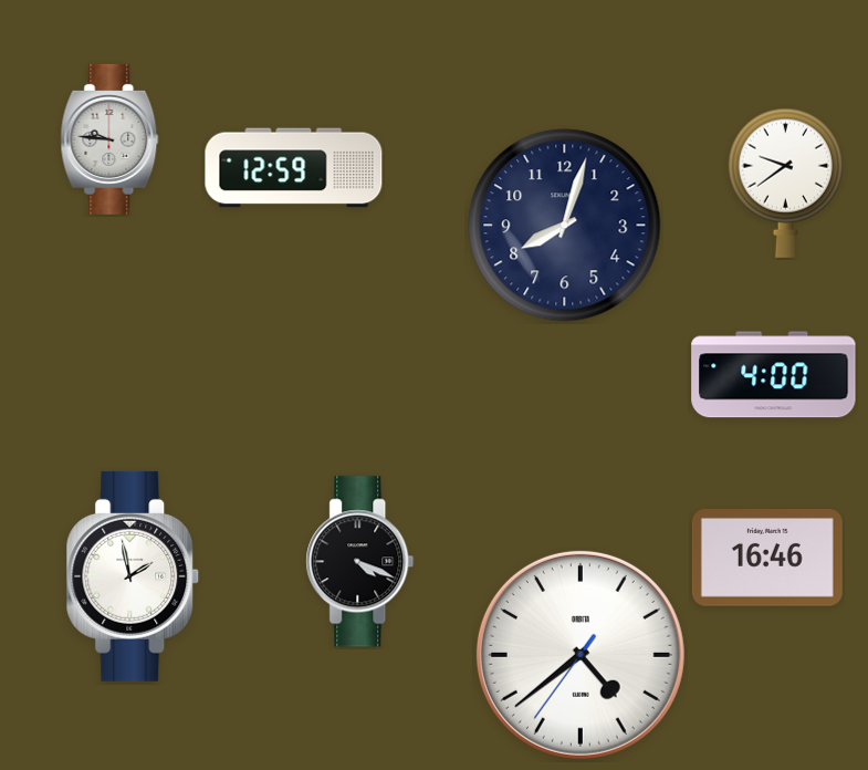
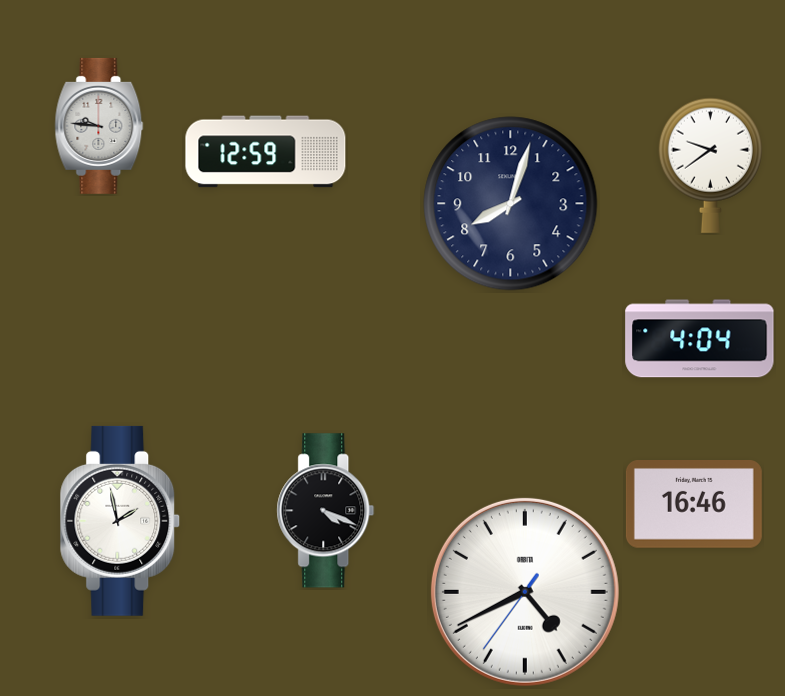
clock at (774, 375): 4:00 -> 4:04
clock at (360, 562) position: (360, 562) -> (326, 511)
clock at (581, 655): 4:38 -> 4:40
